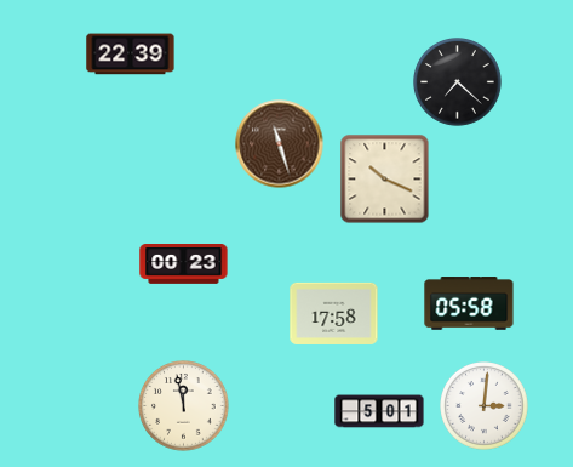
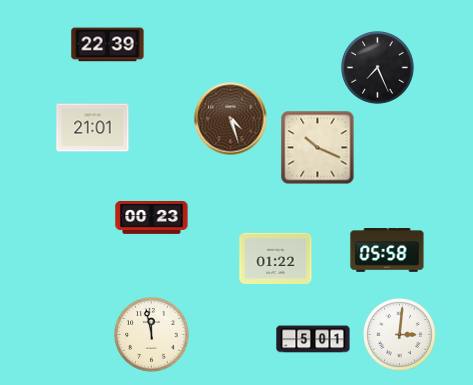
clock at (458, 82): 7:22 -> 7:26
clock at (280, 144): 11:27 -> 4:27
clock at (93, 128): none -> 21:01
clock at (334, 313): 17:58 -> 01:22
